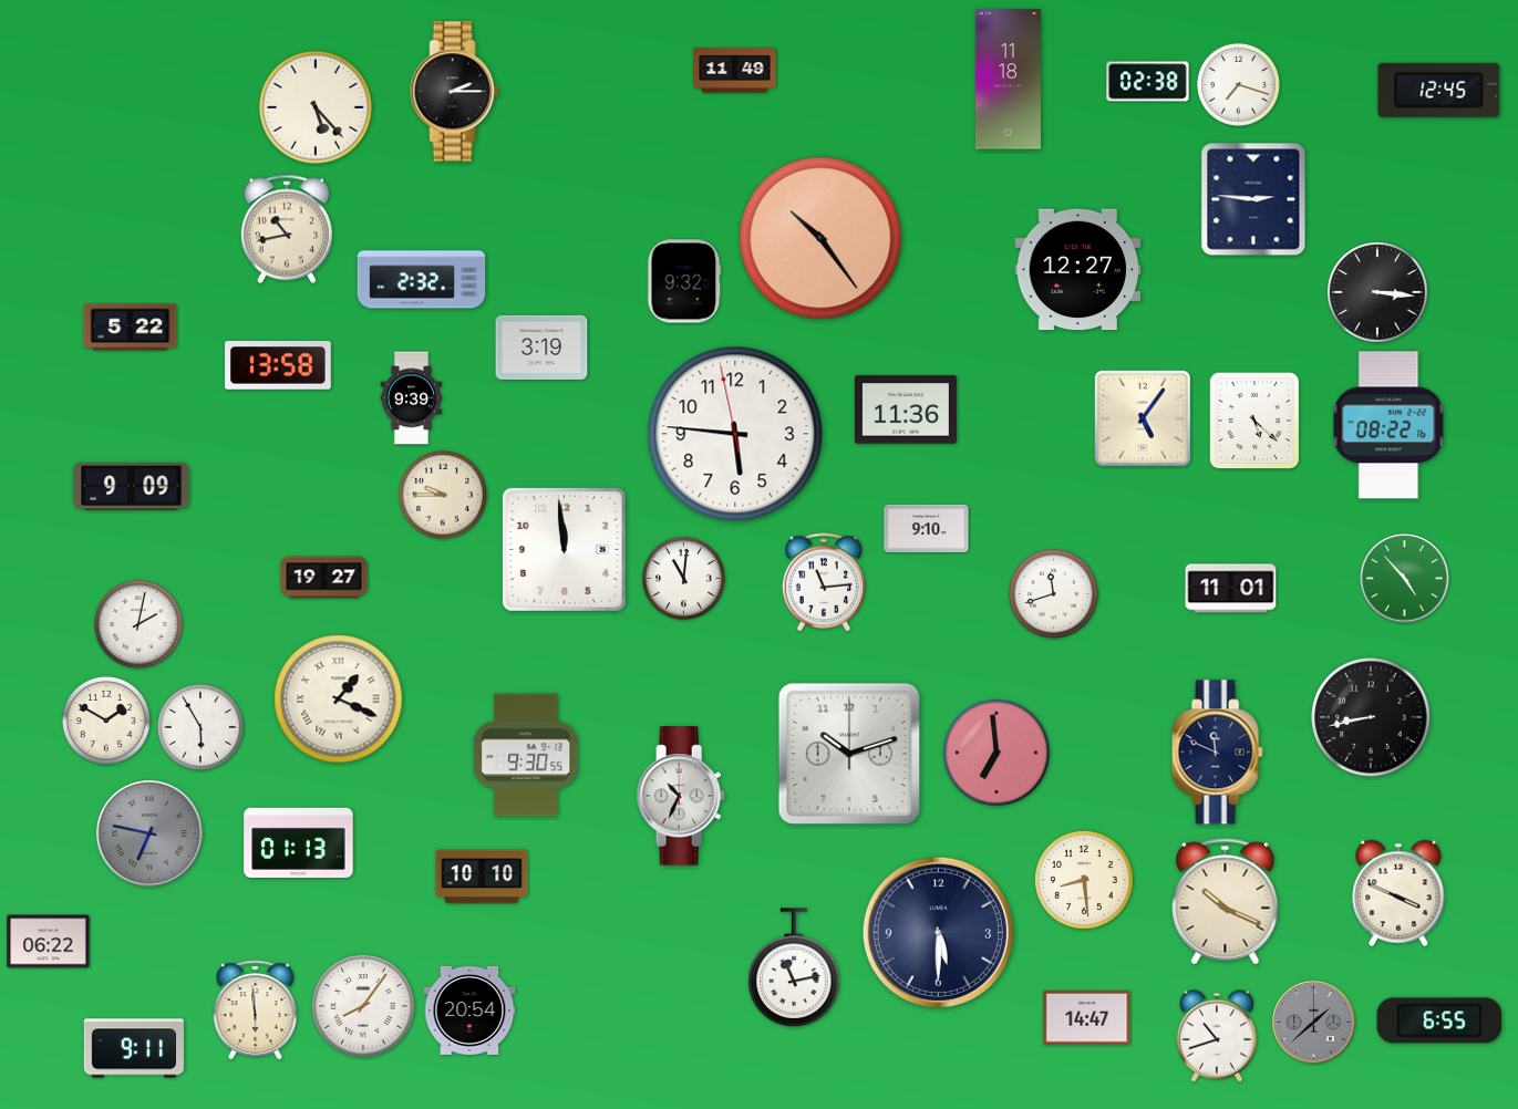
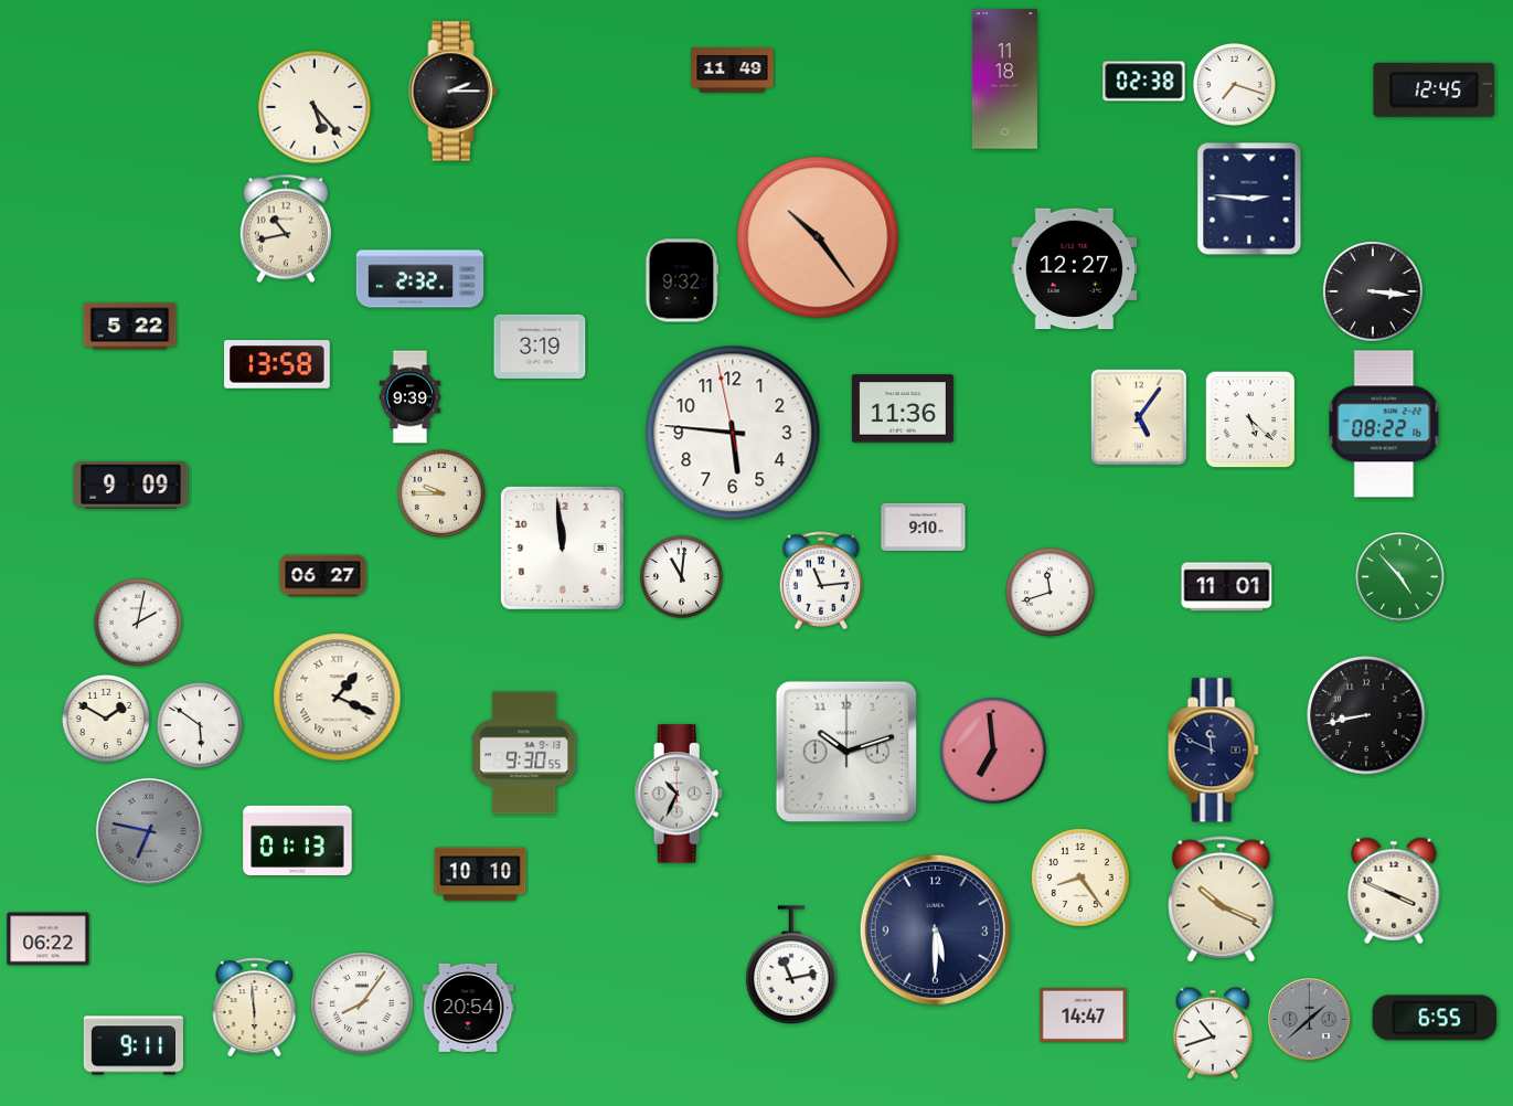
clock at (324, 578): 19:27 -> 06:27
clock at (200, 727): 5:55 -> 5:51
clock at (1085, 881): 8:29 -> 8:24
